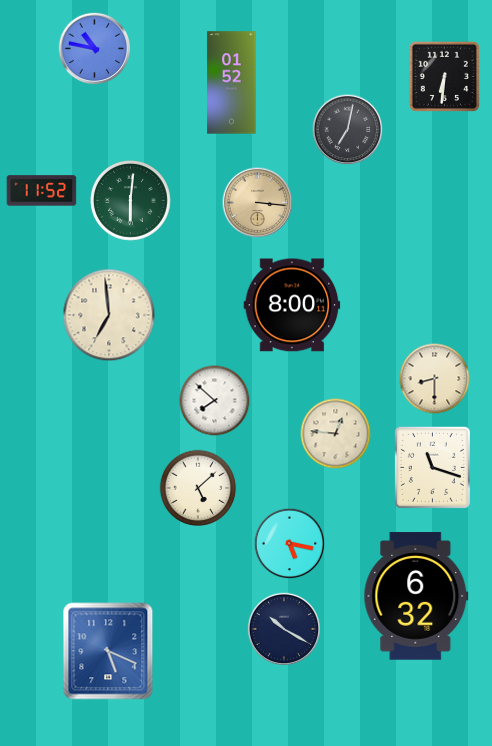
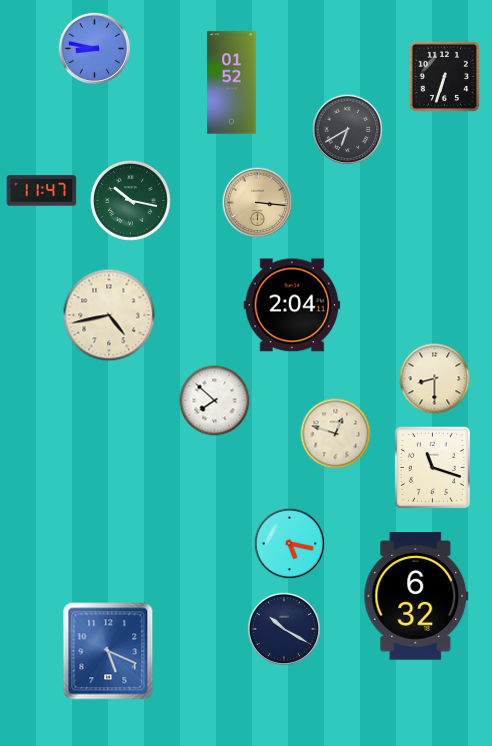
clock at (95, 49): 10:47 -> 8:47
clock at (444, 76): 6:31 -> 6:33
clock at (348, 130): 7:02 -> 6:40
clock at (42, 191): 11:52 -> 11:47
clock at (130, 200): 6:01 -> 10:17
clock at (292, 305): 8:00 -> 2:04
clock at (109, 315): 6:59 -> 4:43
clock at (336, 434): 12:46 -> 12:48
clock at (198, 488): 5:08 -> none
